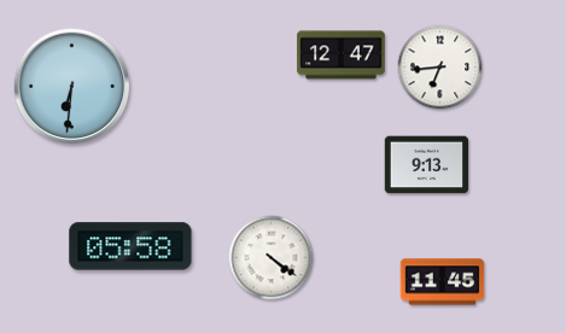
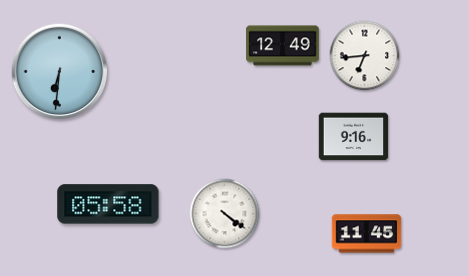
clock at (342, 55): 12:47 -> 12:49
clock at (427, 165): 9:13 -> 9:16
